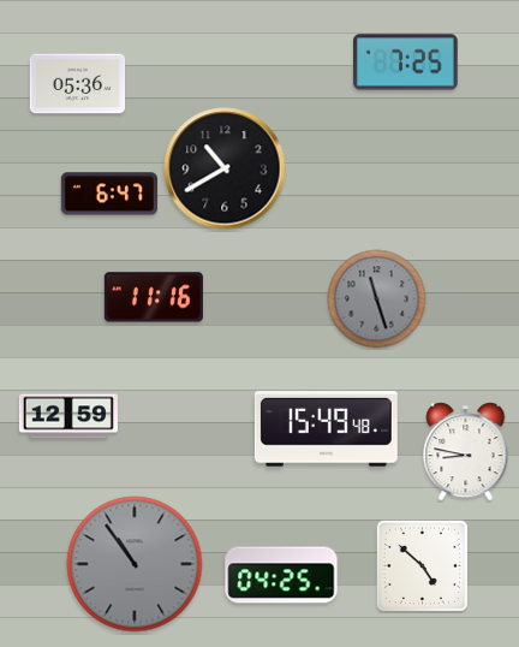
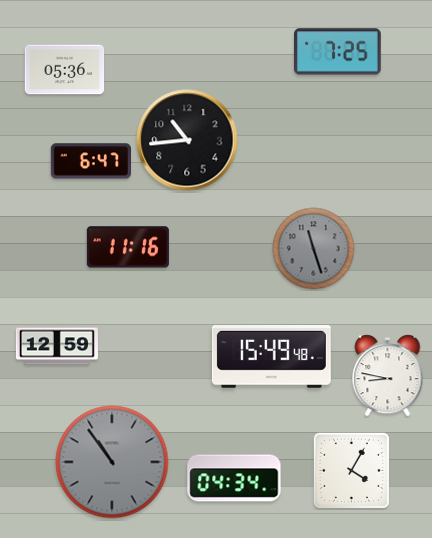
clock at (225, 168): 10:40 -> 10:44
clock at (135, 564) position: (135, 564) -> (112, 462)
clock at (422, 565): 4:52 -> 4:05
clock at (281, 575): 04:25 -> 04:34
